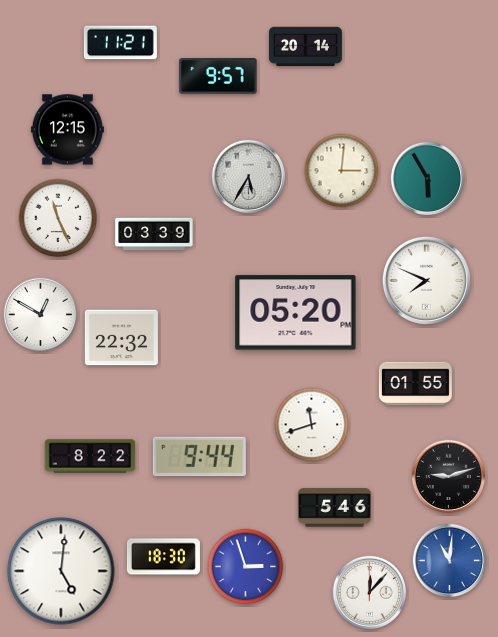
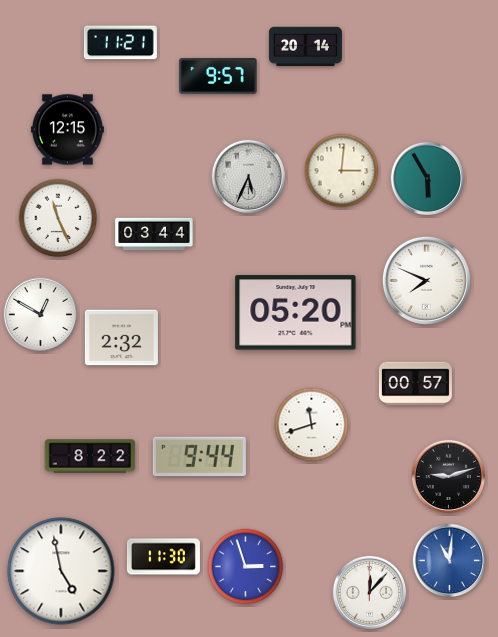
clock at (248, 176): 5:35 -> 5:34
clock at (154, 234): 03:39 -> 03:44
clock at (121, 338): 22:32 -> 2:32
clock at (415, 384): 01:55 -> 00:57
clock at (334, 508): 5:46 -> none
clock at (163, 557): 18:30 -> 11:30
clock at (61, 571): 5:01 -> 4:58
